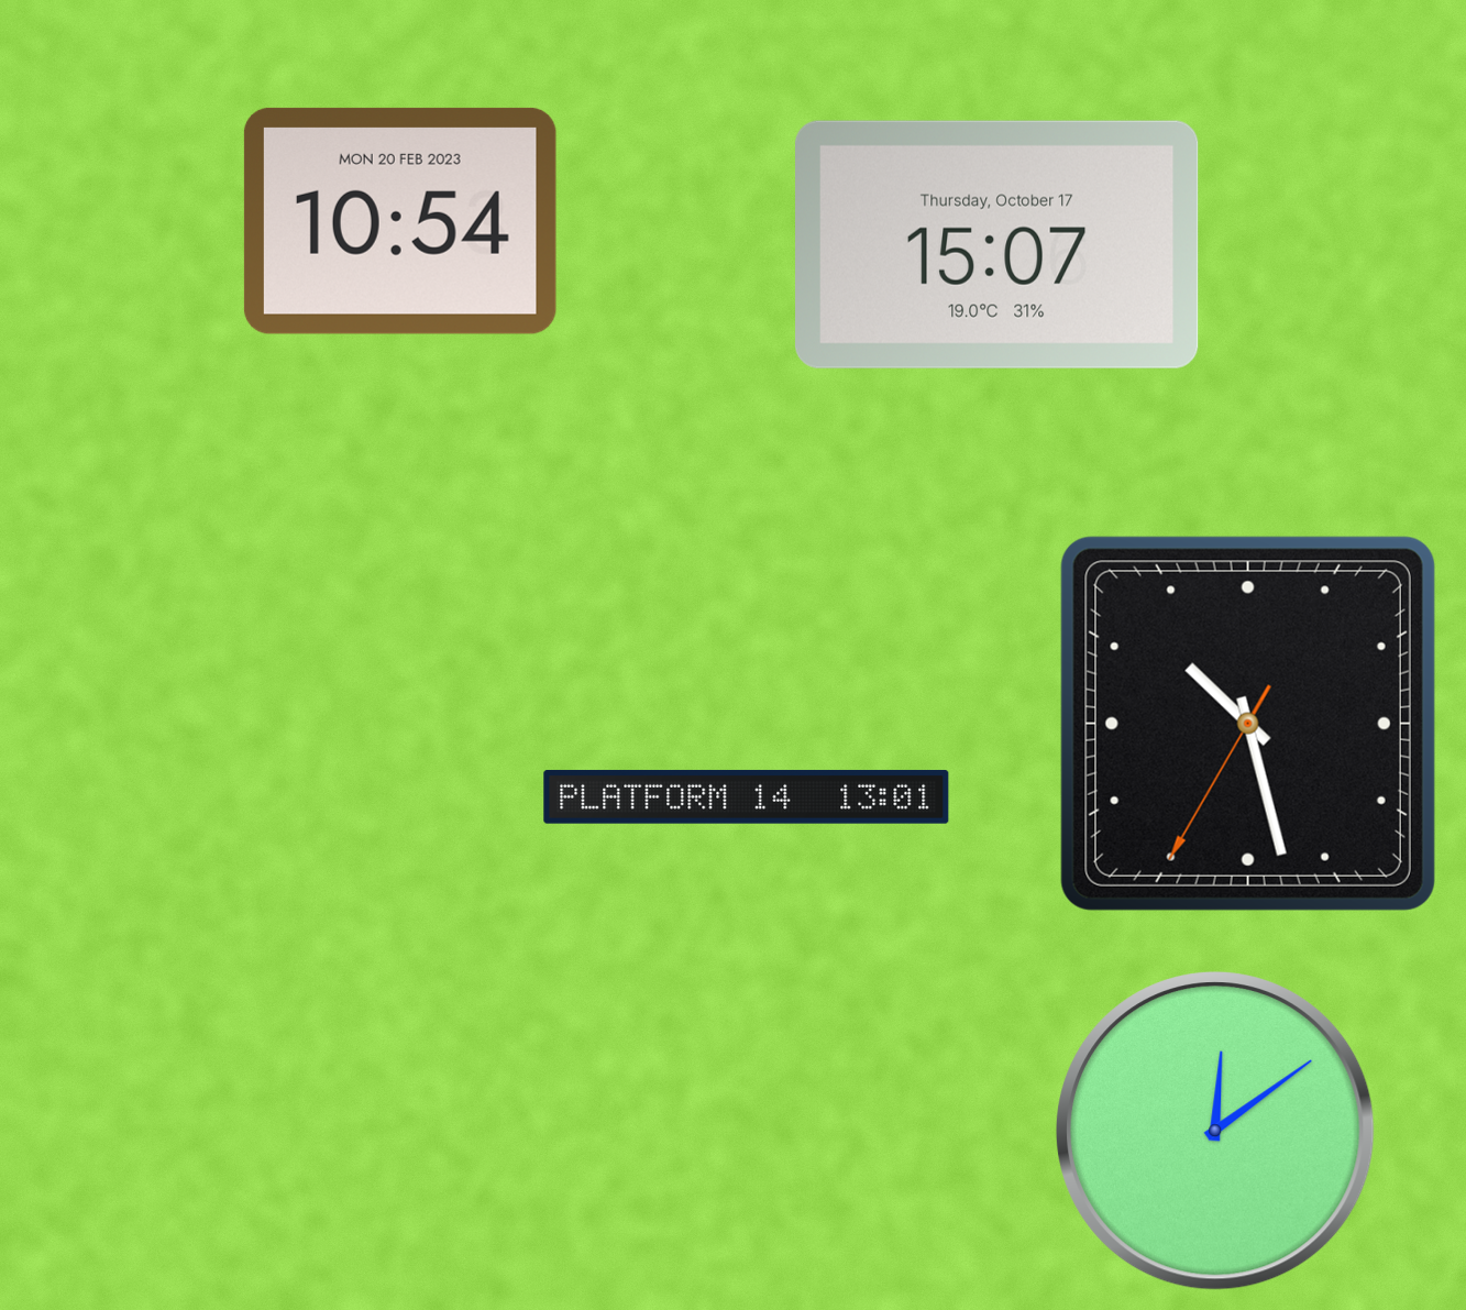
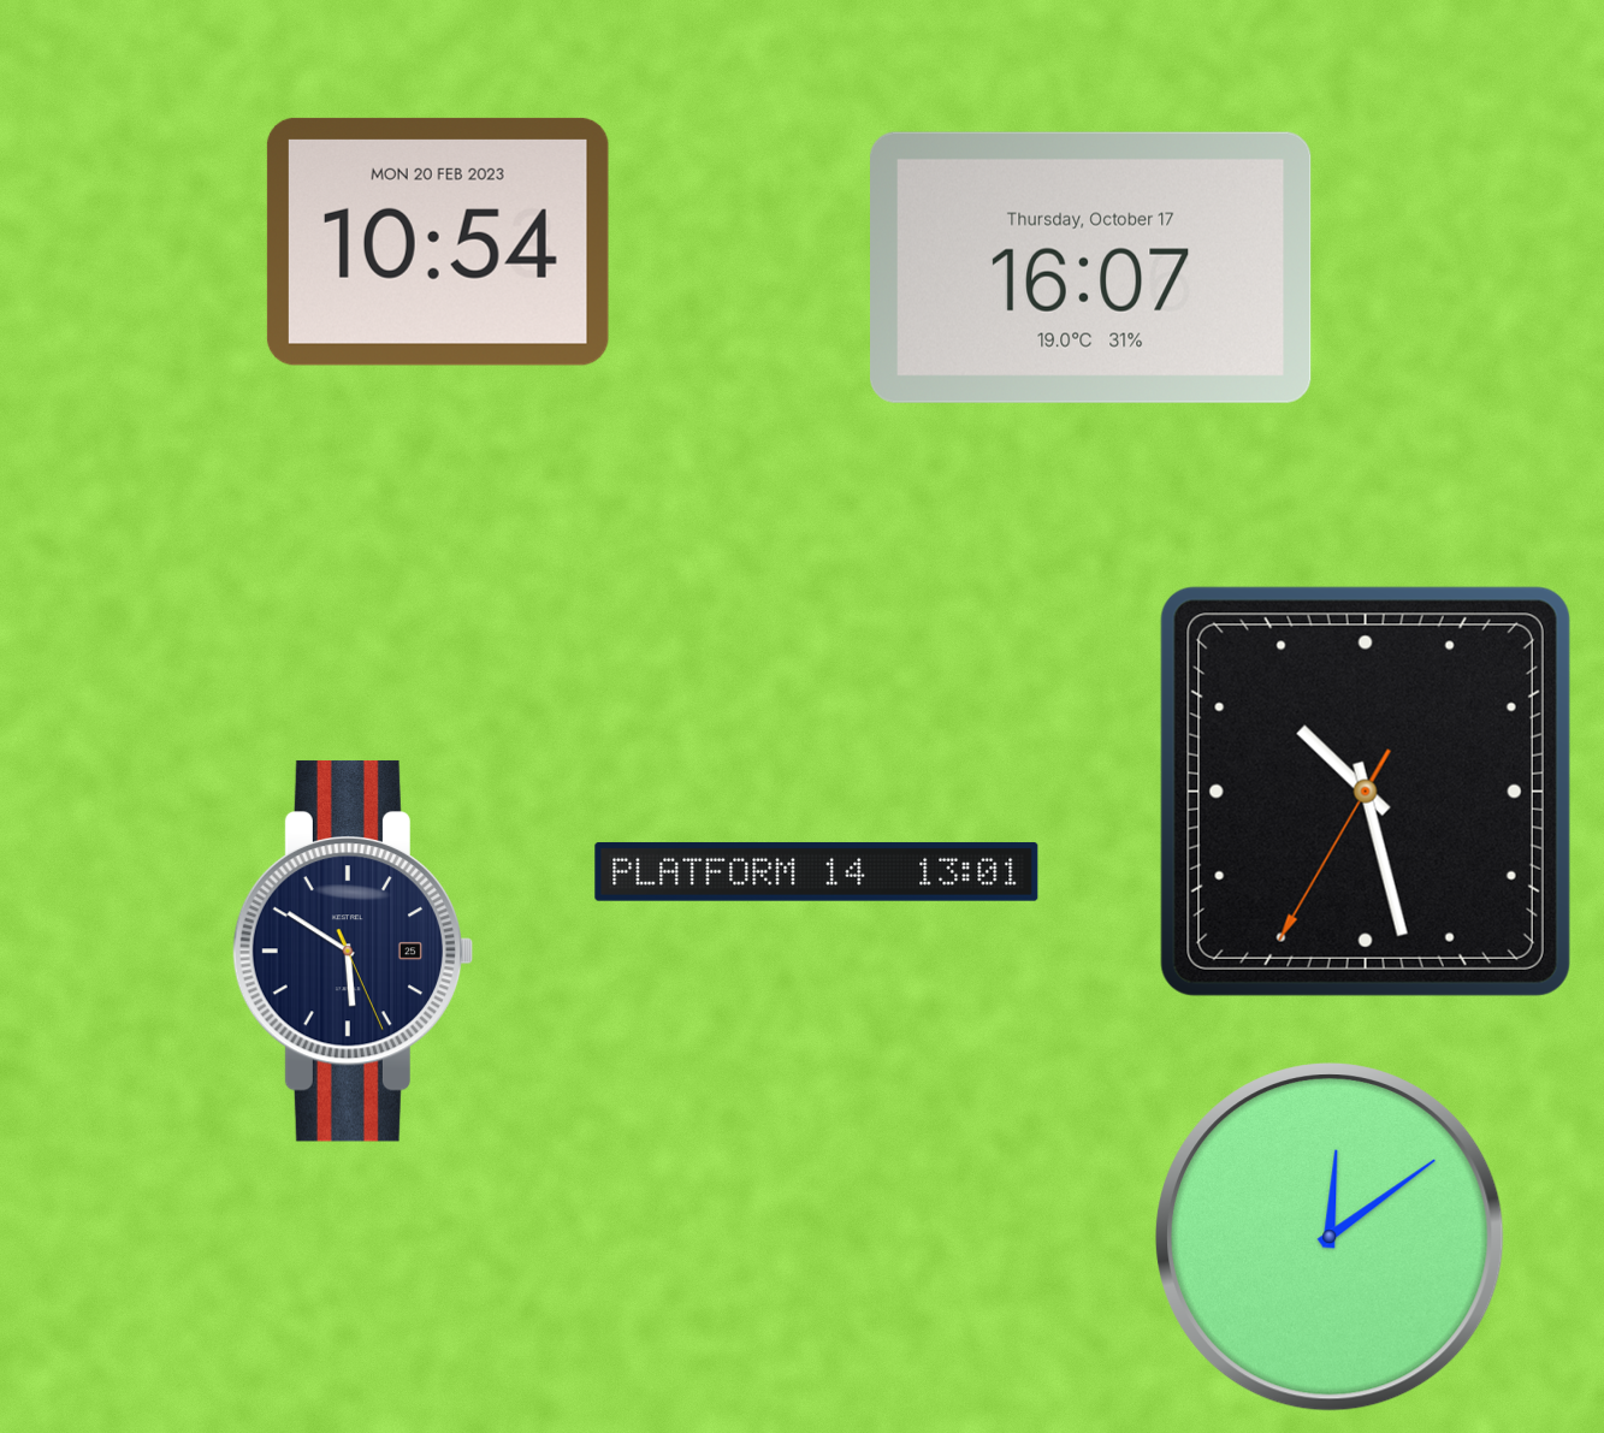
clock at (996, 244): 15:07 -> 16:07
clock at (353, 951): none -> 5:50
